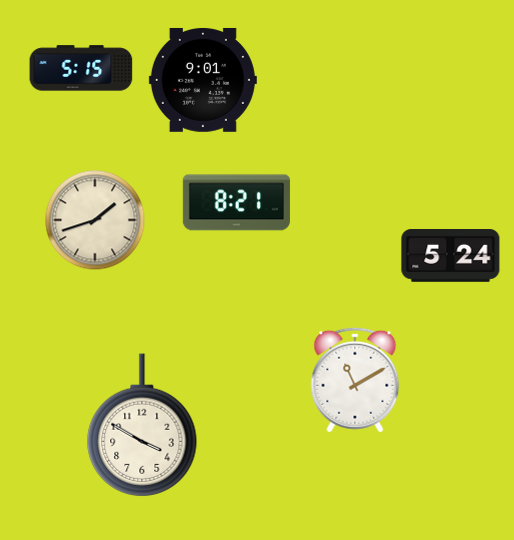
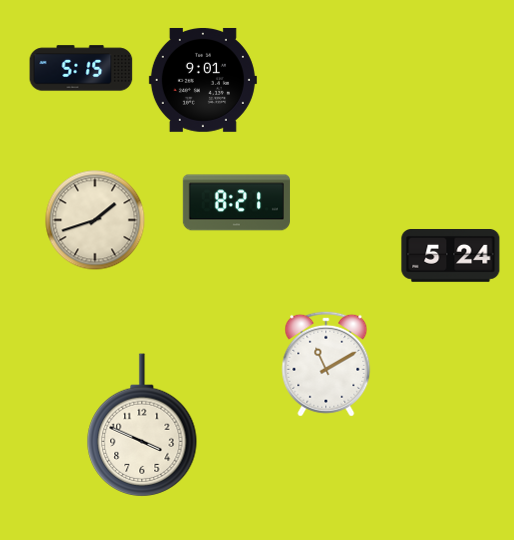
clock at (355, 380) position: (355, 380) -> (326, 364)
clock at (142, 425): 3:50 -> 3:49
